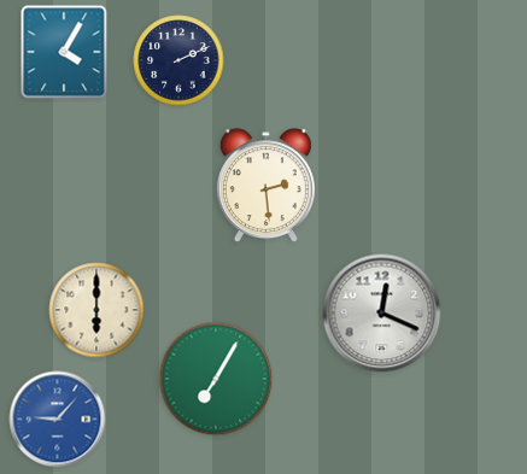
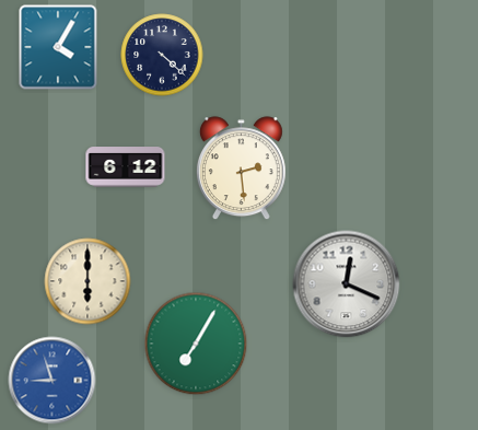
clock at (178, 60): 2:11 -> 4:22
clock at (126, 167): none -> 6:12
clock at (58, 420): 9:07 -> 8:57
